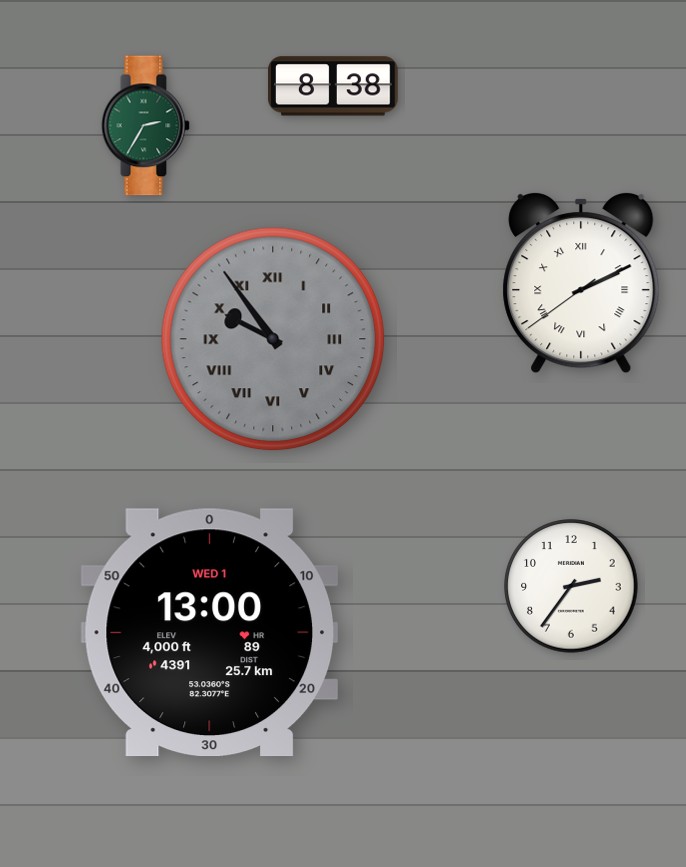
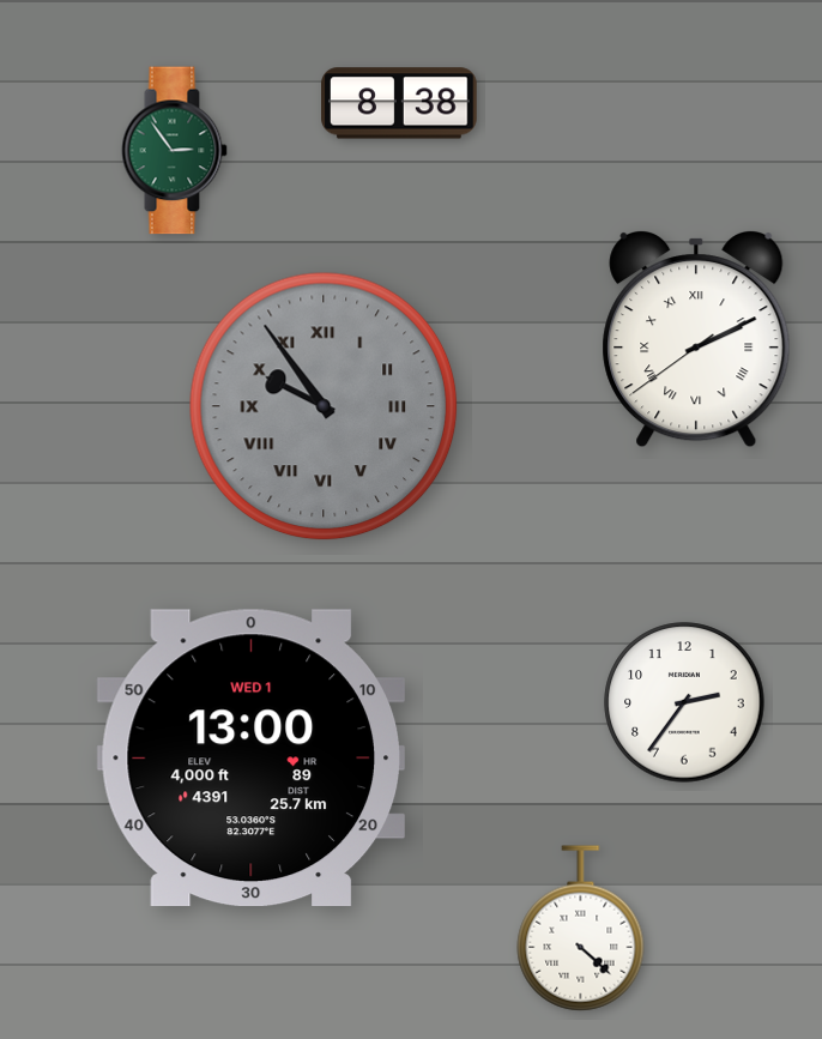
clock at (145, 126): 2:35 -> 2:54
clock at (273, 339) position: (273, 339) -> (324, 406)
clock at (581, 929): none -> 4:22
